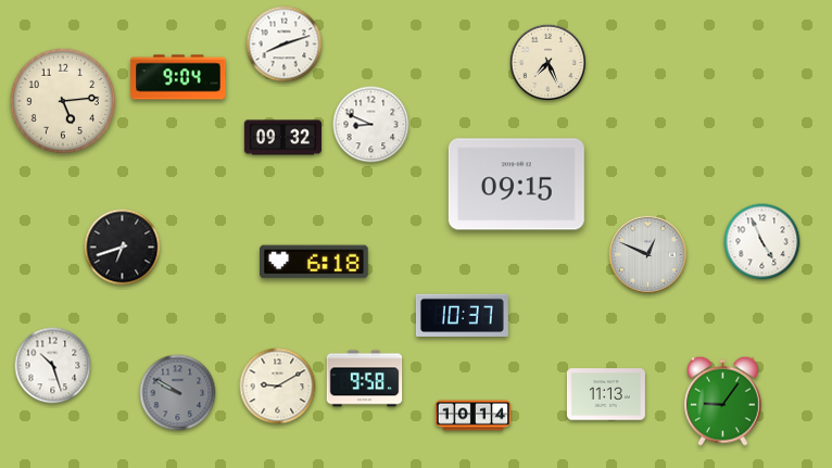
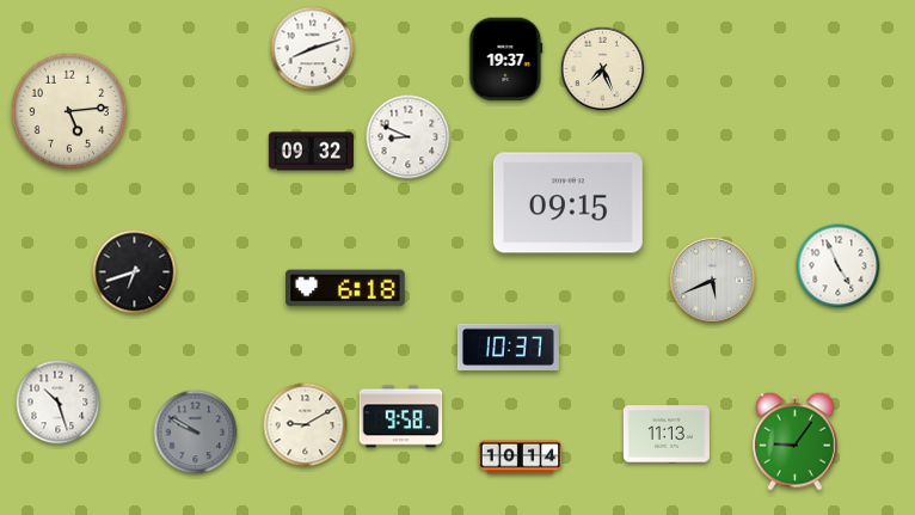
clock at (506, 60): none -> 19:37
clock at (178, 77): 9:04 -> none
clock at (647, 254): 12:49 -> 5:41
